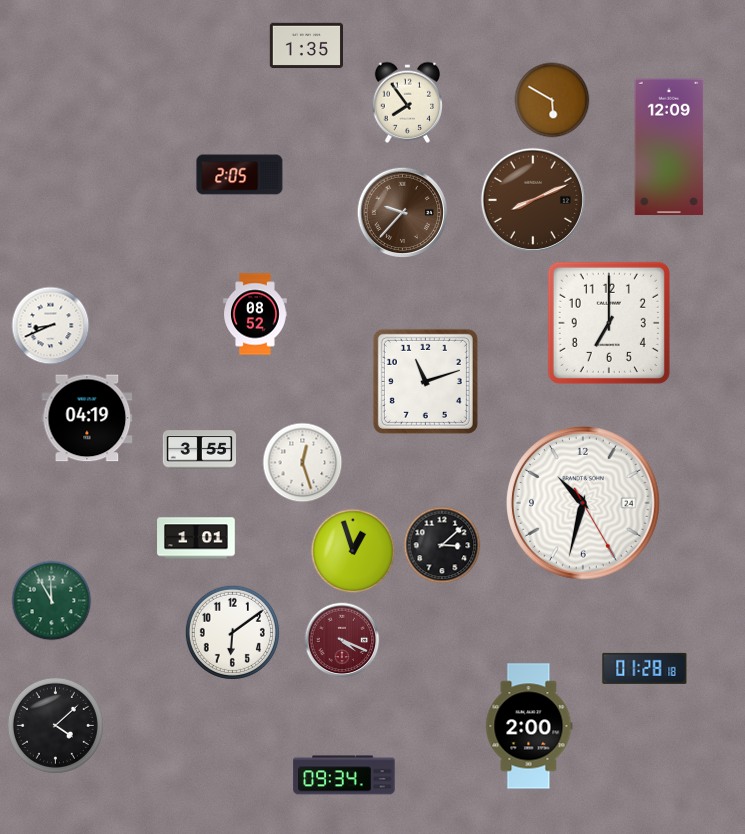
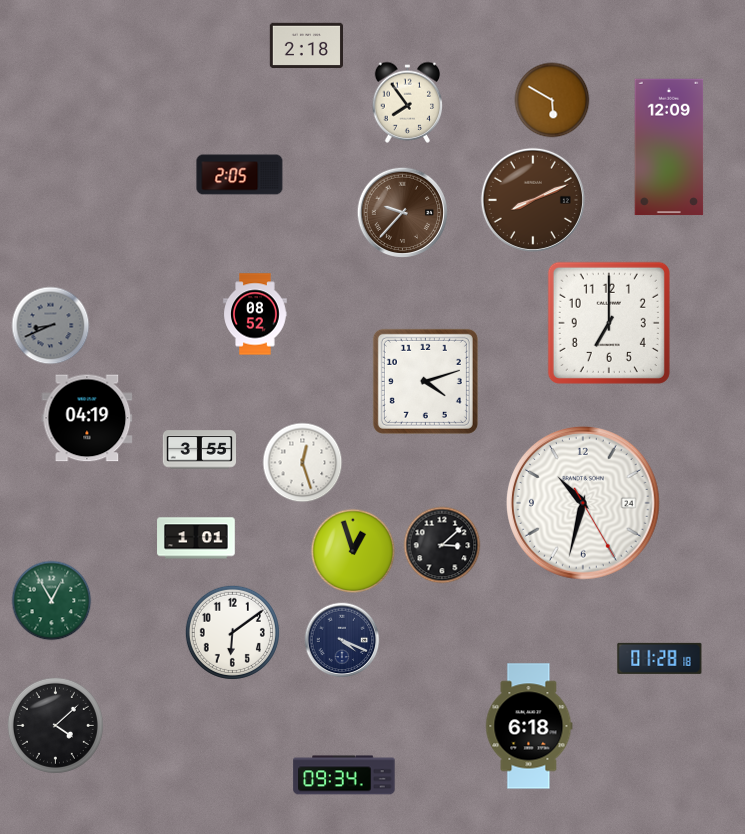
clock at (306, 46): 1:35 -> 2:18
clock at (51, 326) dial: white -> grey
clock at (425, 381): 11:12 -> 4:12
clock at (52, 601): 11:55 -> 12:55
clock at (342, 640) dial: burgundy -> navy
clock at (645, 668) position: (645, 668) -> (660, 658)
clock at (529, 726): 2:00 -> 6:18
